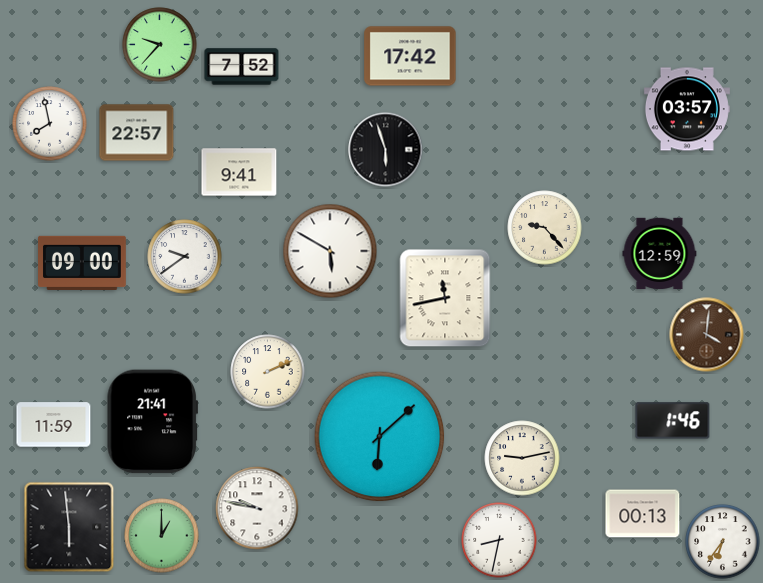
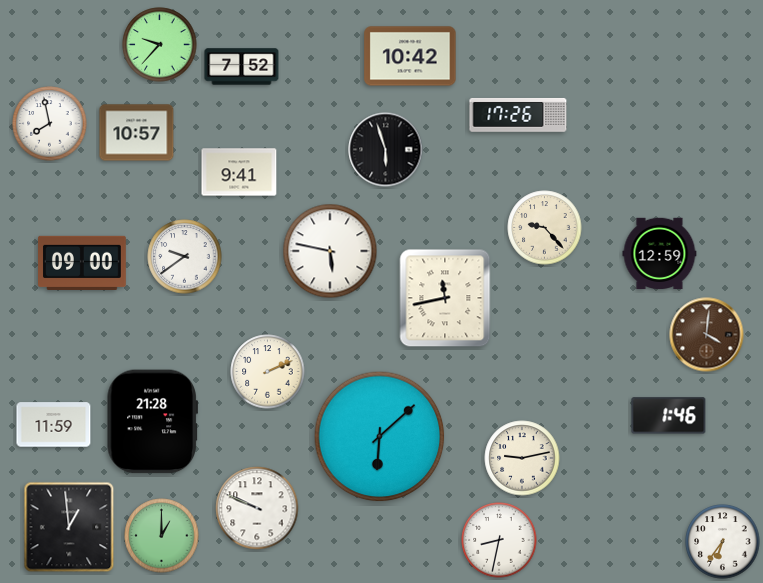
clock at (410, 56): 17:42 -> 10:42
clock at (687, 109): 03:57 -> none
clock at (518, 115): none -> 17:26
clock at (137, 133): 22:57 -> 10:57
clock at (330, 251): 5:50 -> 5:47
clock at (673, 421) position: (673, 421) -> (669, 416)
clock at (152, 422): 21:41 -> 21:28
clock at (257, 508): 9:47 -> 9:49
clock at (643, 514): 00:13 -> none
clock at (69, 527): 5:59 -> 12:59
